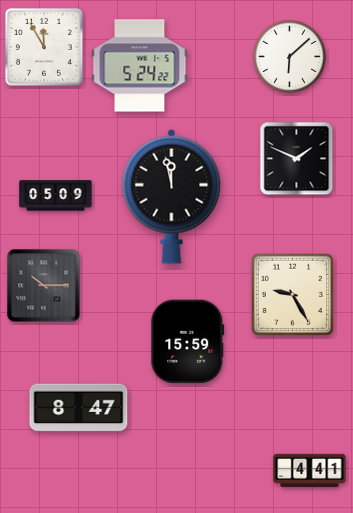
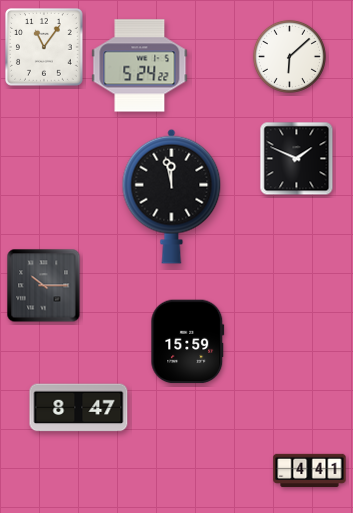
clock at (45, 48): 11:55 -> 11:06
clock at (56, 196): 05:09 -> none
clock at (292, 294): 9:25 -> none
